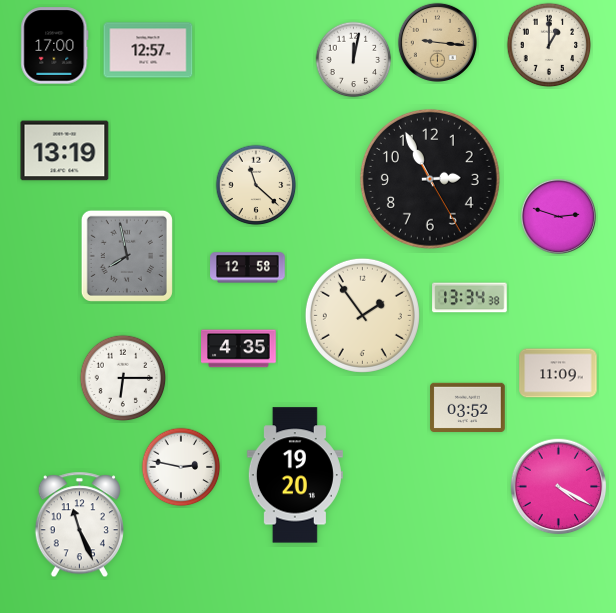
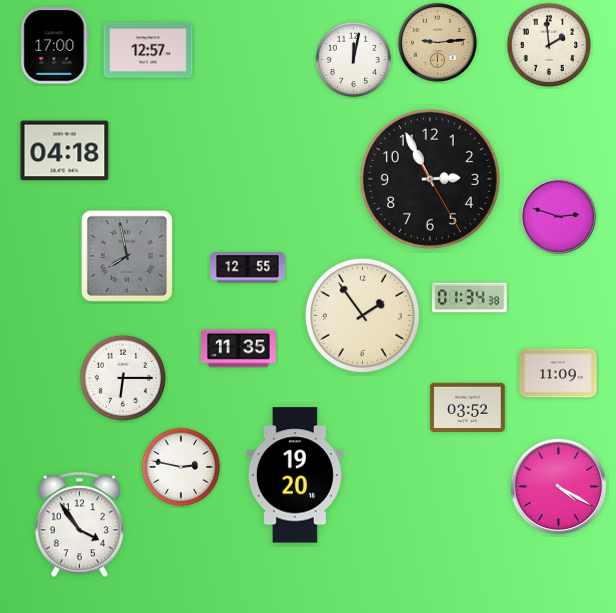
clock at (437, 42): 9:16 -> 9:14
clock at (549, 45): 1:00 -> 1:59
clock at (65, 151): 13:19 -> 04:18
clock at (256, 185): 11:22 -> none
clock at (248, 268): 12:58 -> 12:55
clock at (470, 298): 13:34 -> 01:34
clock at (239, 349): 4:35 -> 11:35
clock at (79, 525): 11:26 -> 3:54
